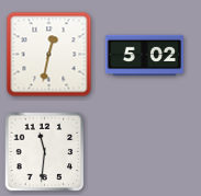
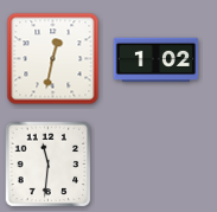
clock at (145, 56): 5:02 -> 1:02
